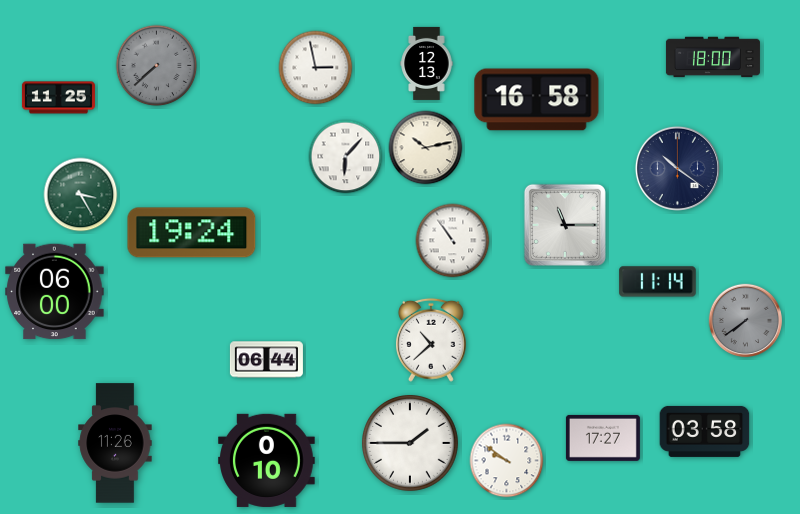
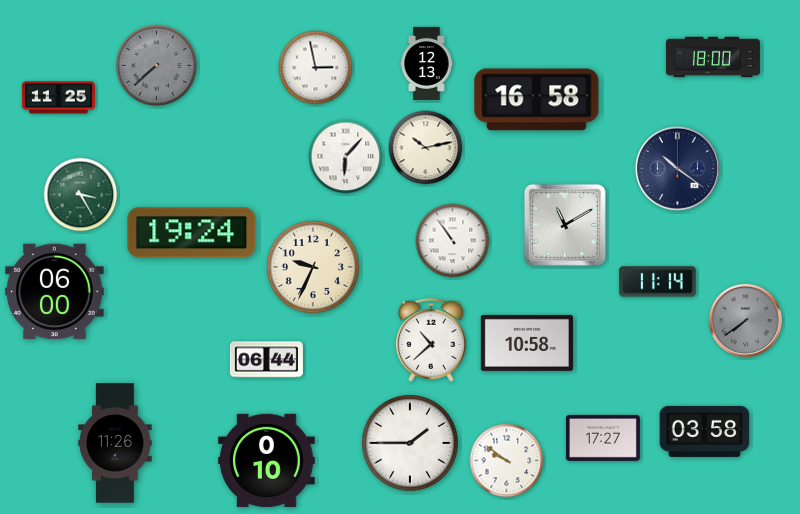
clock at (565, 225): 11:15 -> 11:10
clock at (313, 267): none -> 9:34
clock at (526, 343): none -> 10:58
